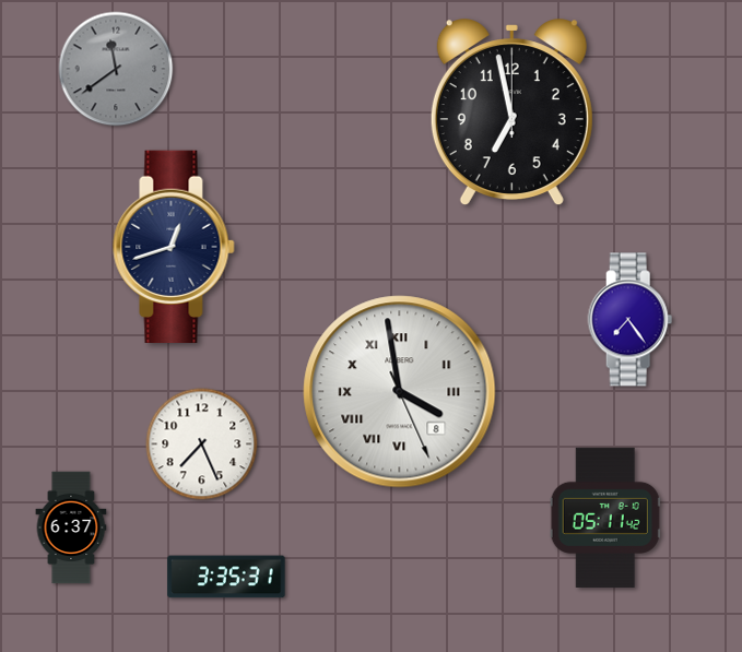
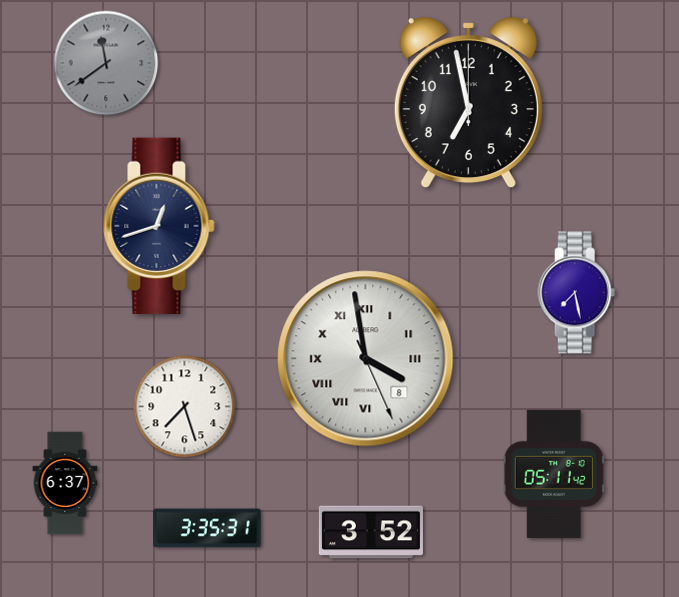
clock at (631, 320): 7:24 -> 7:28
clock at (202, 444): 7:26 -> 7:27
clock at (371, 532): none -> 3:52
